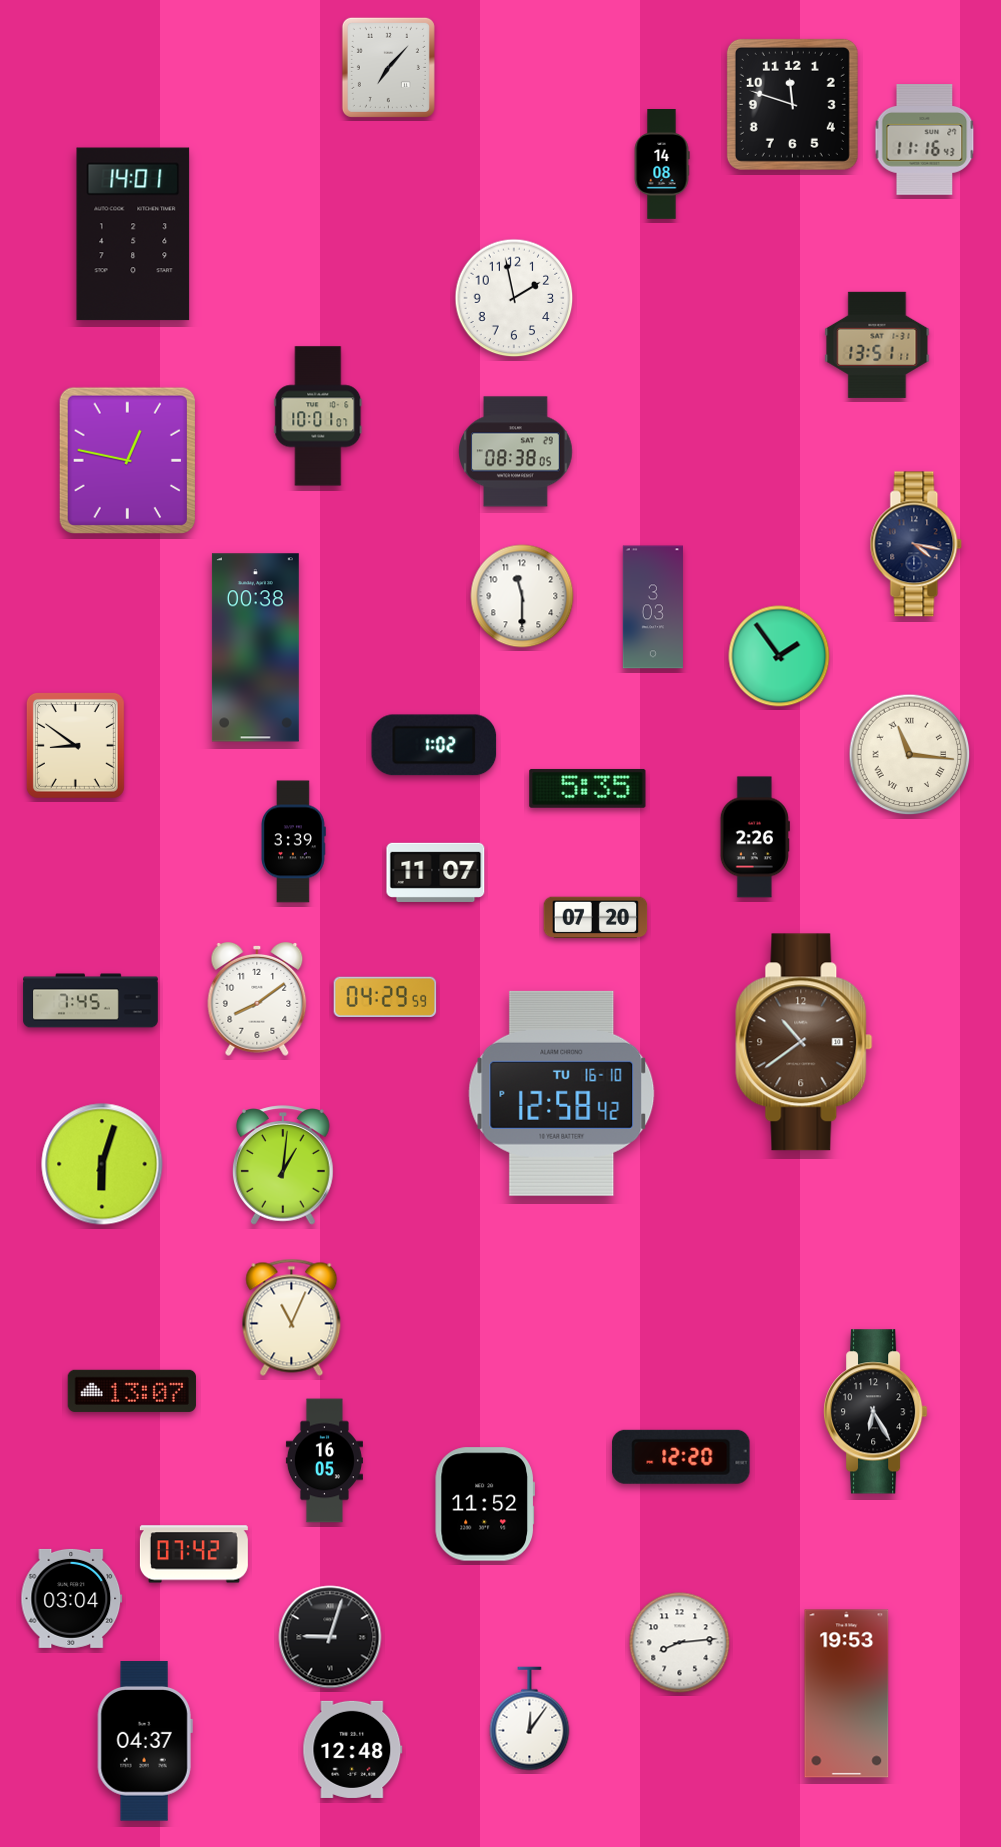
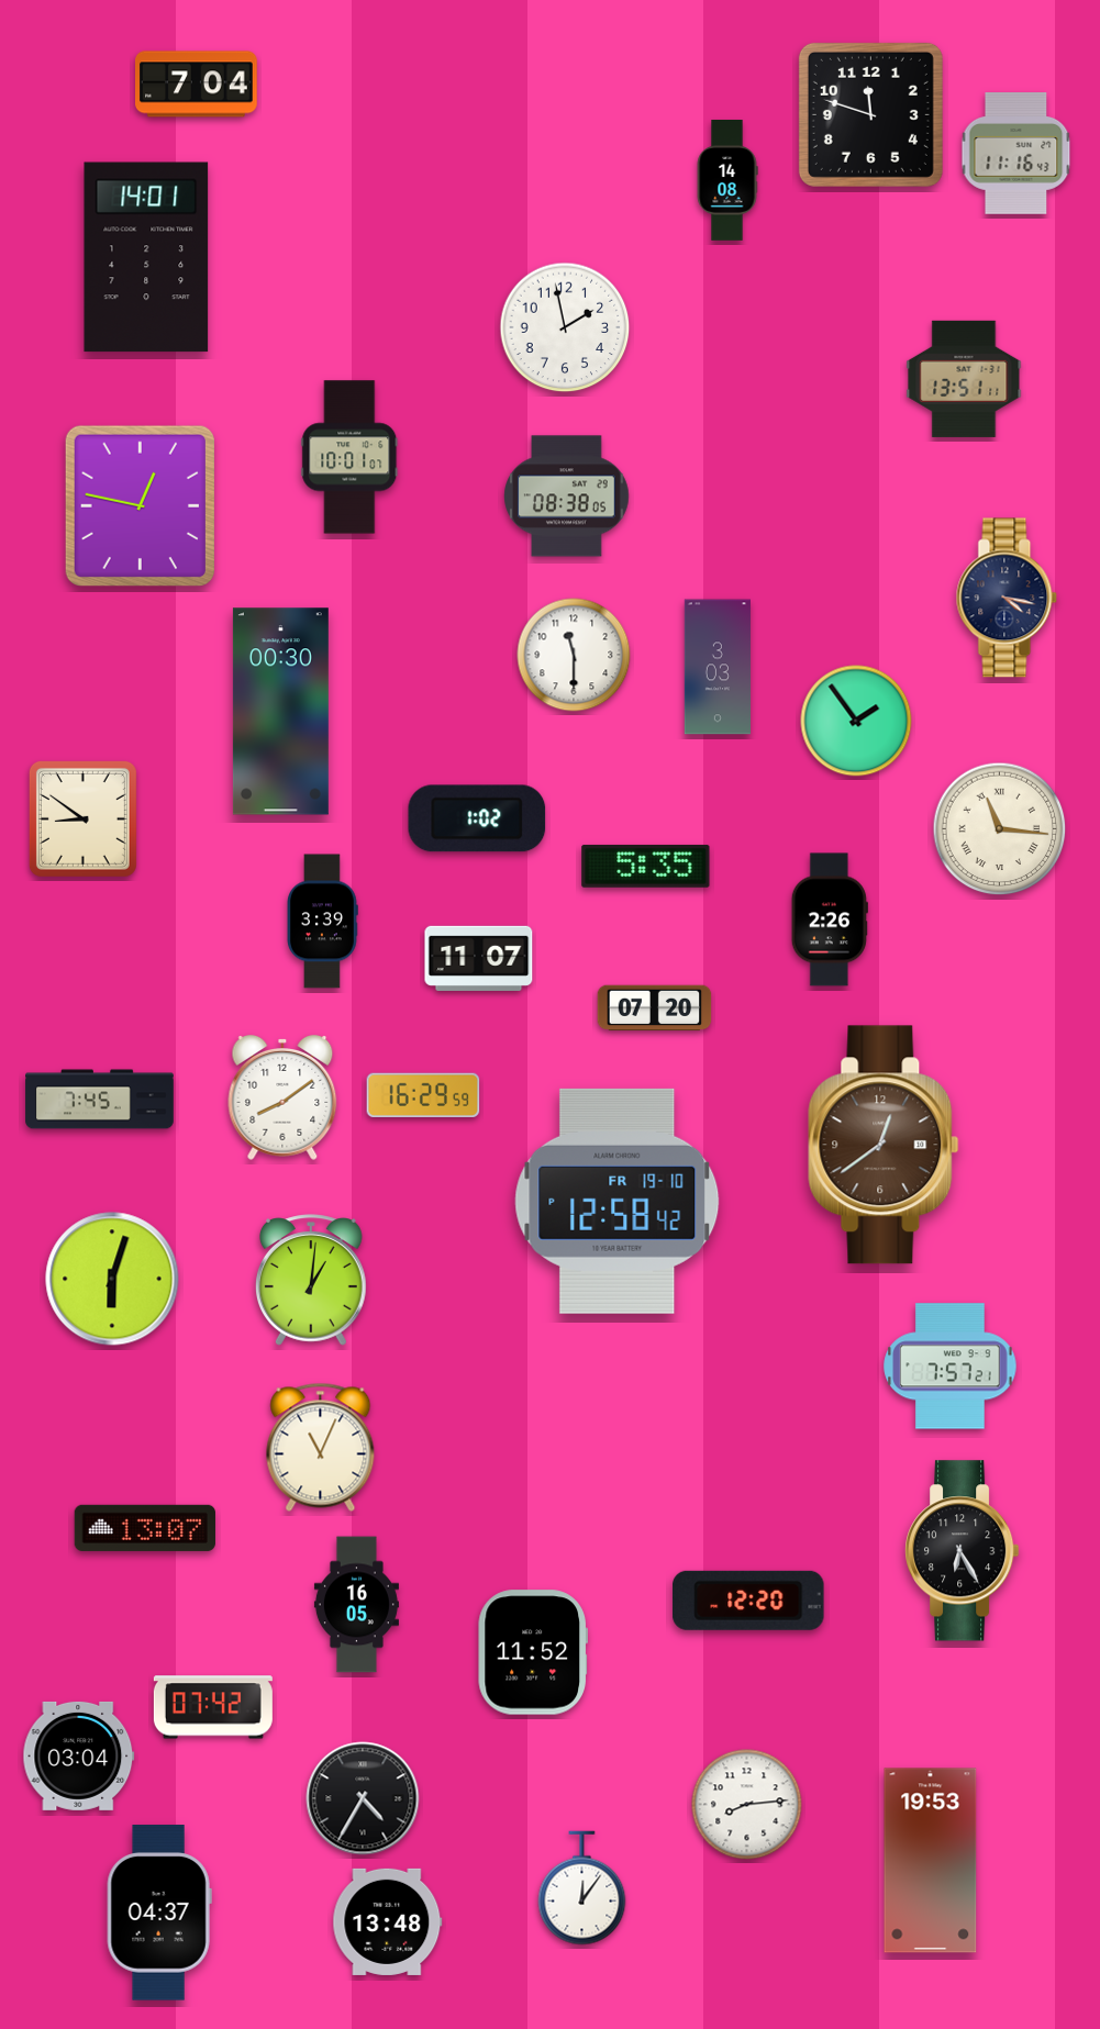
clock at (388, 67): 7:07 -> none
clock at (197, 85): none -> 7:04
clock at (255, 648): 00:38 -> 00:30
clock at (294, 842) position: (294, 842) -> (323, 922)
clock at (385, 997): 04:29 -> 16:29
clock at (804, 1042): 10:39 -> 12:39
clock at (562, 1093) date: TU 16-10 -> FR 19-10
clock at (951, 1367): none -> 7:57
clock at (330, 1637): 9:03 -> 4:35
clock at (353, 1749): 12:48 -> 13:48
